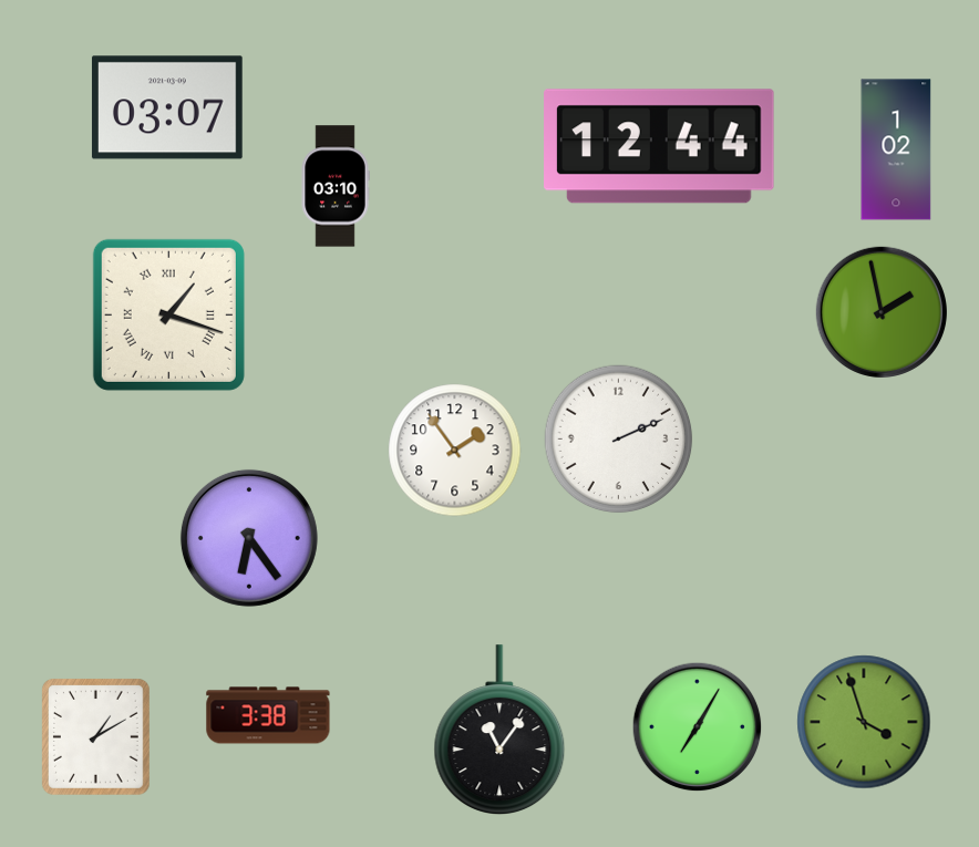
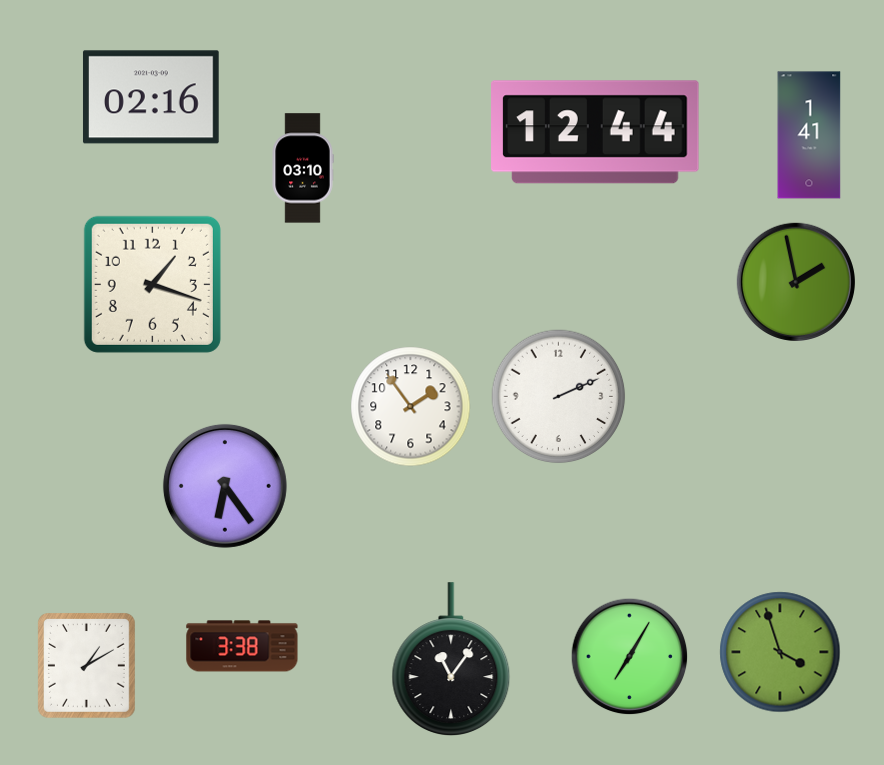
clock at (167, 107): 03:07 -> 02:16
clock at (896, 149): 1:02 -> 1:41
clock at (168, 314) numerals: Roman -> Arabic
